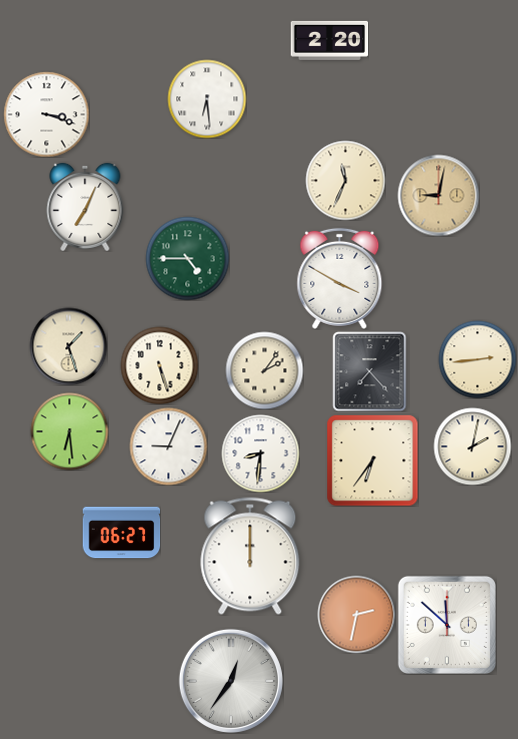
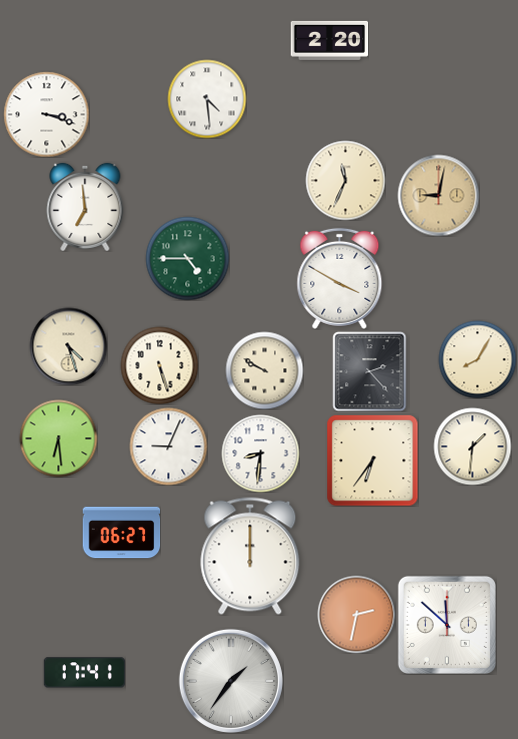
clock at (207, 99): 6:29 -> 4:29
clock at (85, 207): 7:04 -> 6:59
clock at (68, 346): 1:27 -> 4:27
clock at (477, 359): 2:44 -> 8:05
clock at (264, 370): 2:06 -> 9:50
clock at (370, 371): 7:23 -> 2:23
clock at (69, 431) position: (69, 431) -> (58, 438)
clock at (472, 446): 2:02 -> 1:31
clock at (84, 673): none -> 17:41
clock at (231, 681): 12:36 -> 1:36
